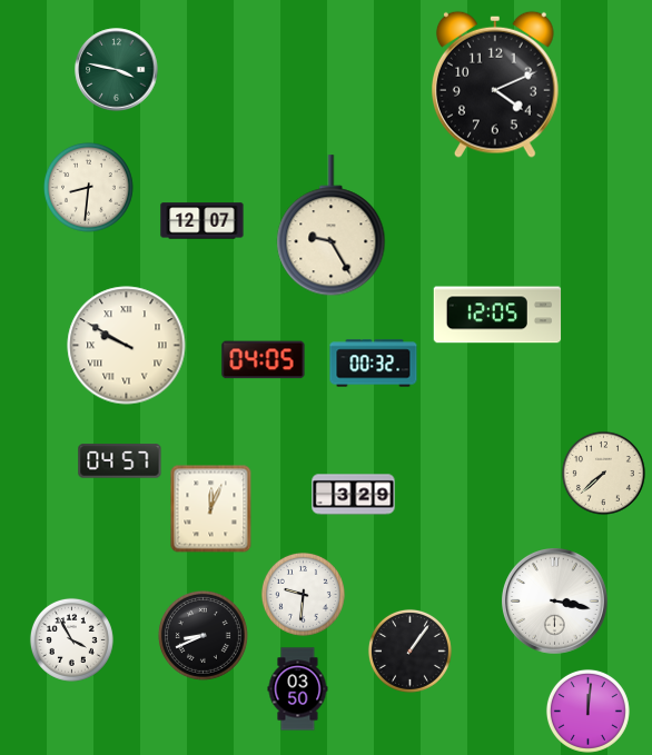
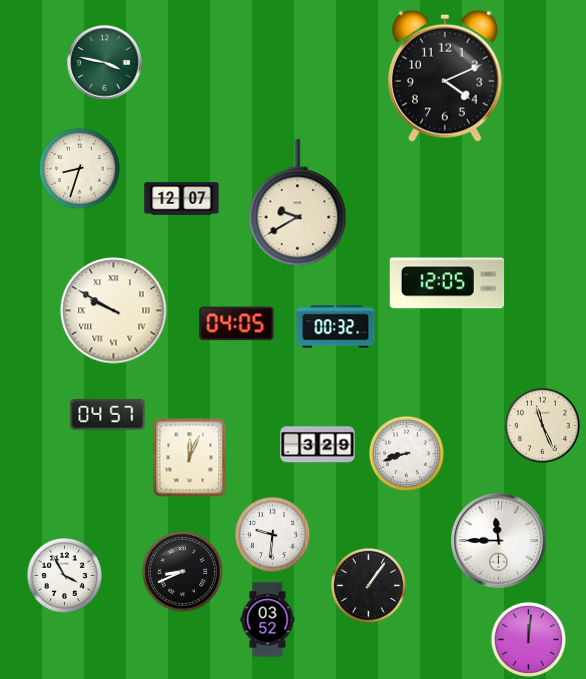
clock at (88, 187): 8:31 -> 8:33
clock at (332, 226): 9:25 -> 9:40
clock at (603, 473): 7:38 -> 11:26
clock at (406, 453): none -> 8:42
clock at (555, 602): 3:17 -> 11:45
clock at (298, 689): 03:50 -> 03:52
